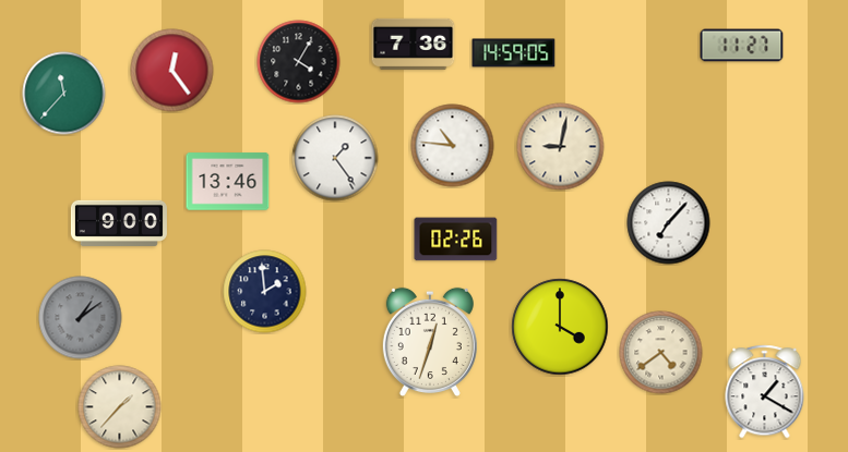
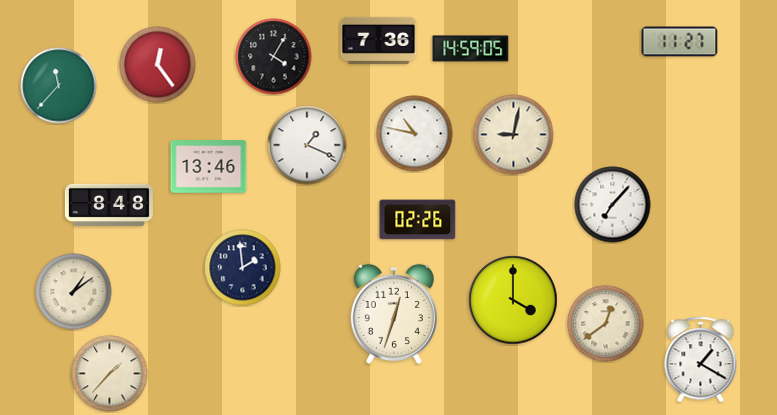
clock at (453, 146): 10:46 -> 10:47
clock at (335, 158): 1:24 -> 1:19
clock at (119, 223): 9:00 -> 8:48
clock at (81, 318) dial: grey -> cream
clock at (661, 353): 4:39 -> 12:39
